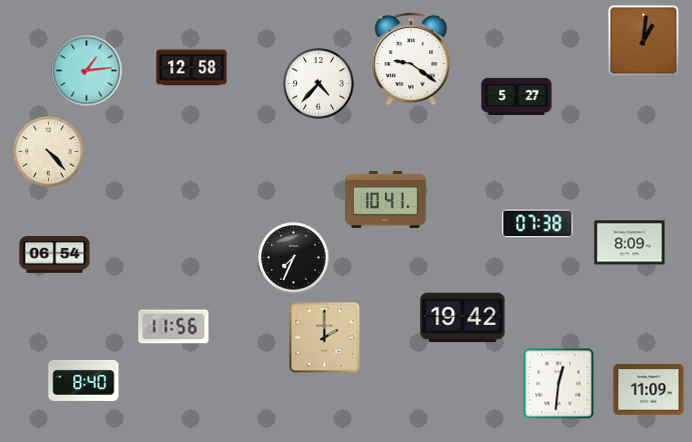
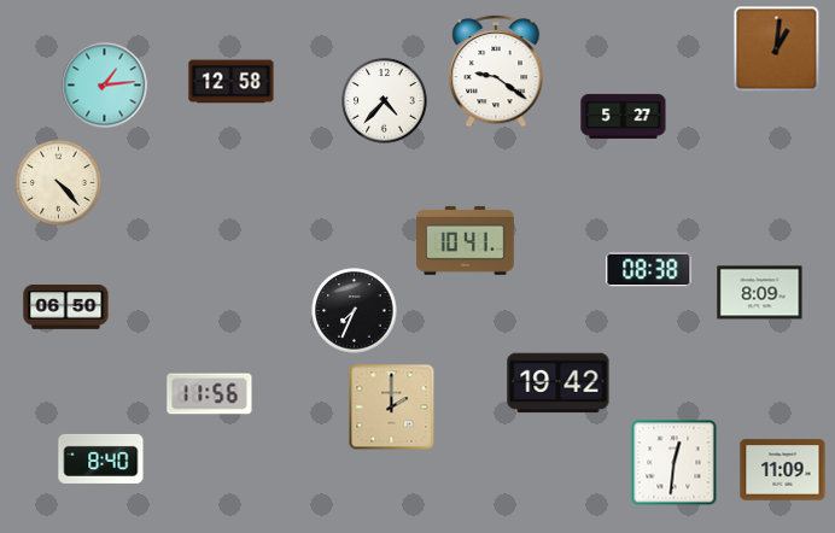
clock at (538, 224): 07:38 -> 08:38
clock at (55, 255): 06:54 -> 06:50
